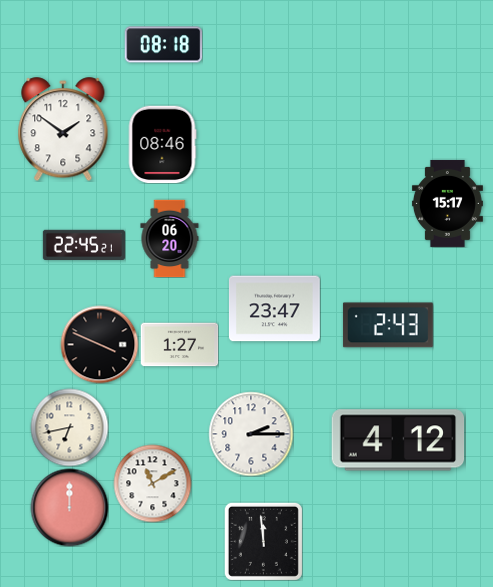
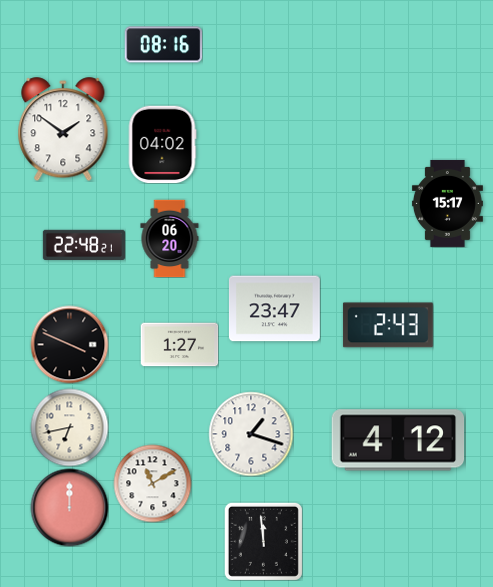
clock at (163, 45): 08:18 -> 08:16
clock at (162, 144): 08:46 -> 04:02
clock at (84, 244): 22:45 -> 22:48
clock at (99, 344) position: (99, 344) -> (69, 344)
clock at (251, 434): 2:15 -> 1:18
